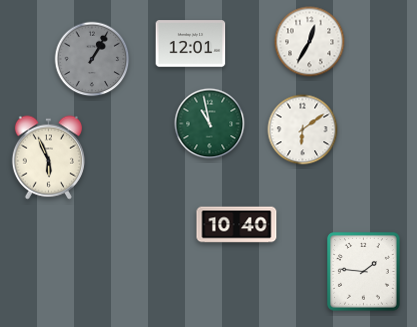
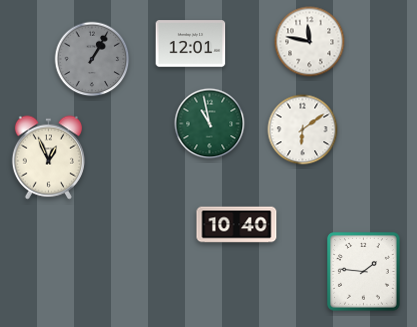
clock at (310, 42): 12:35 -> 11:47
clock at (48, 158): 5:56 -> 12:56
